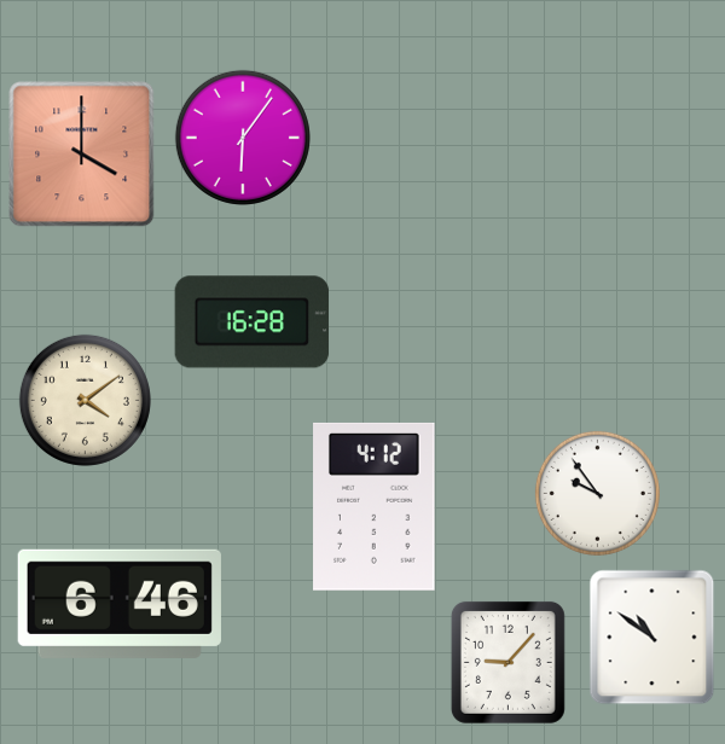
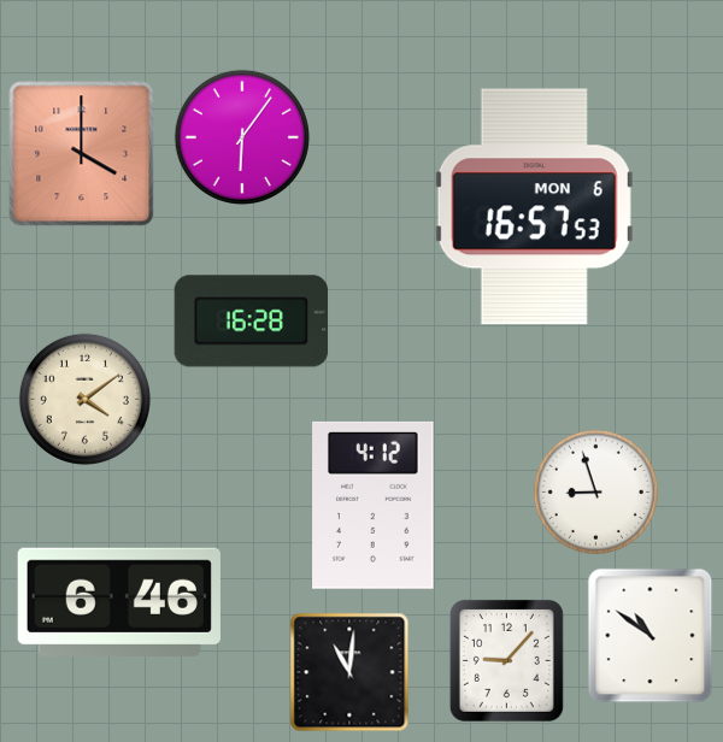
clock at (534, 207): none -> 16:57
clock at (597, 493): 9:54 -> 8:57
clock at (349, 672): none -> 11:01
